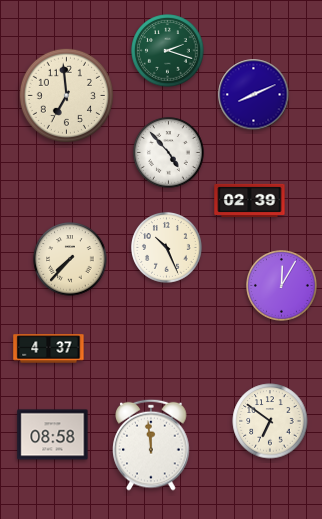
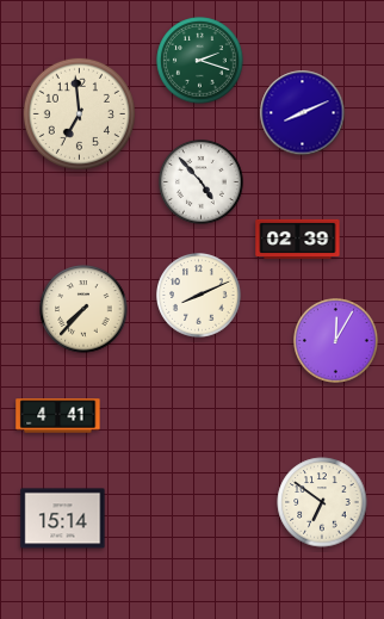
clock at (167, 248): 10:26 -> 8:11
clock at (49, 349): 4:37 -> 4:41
clock at (53, 435): 08:58 -> 15:14
clock at (151, 445): 11:59 -> none
